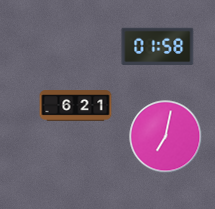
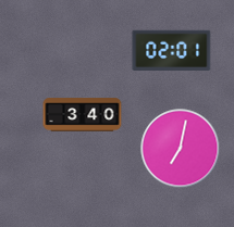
clock at (158, 46): 01:58 -> 02:01
clock at (76, 106): 6:21 -> 3:40
